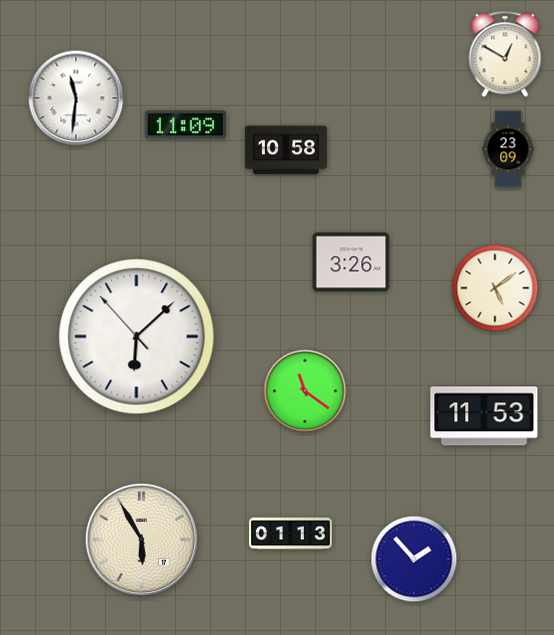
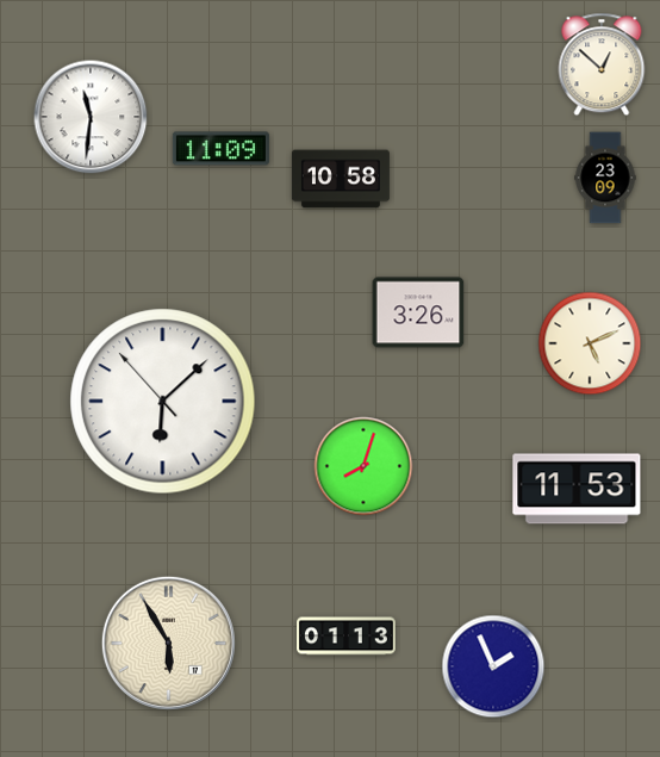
clock at (505, 54): 12:50 -> 12:52
clock at (495, 288): 5:09 -> 5:11
clock at (305, 391): 11:21 -> 8:03
clock at (484, 416) position: (484, 416) -> (577, 489)
clock at (414, 559): 1:53 -> 1:56
